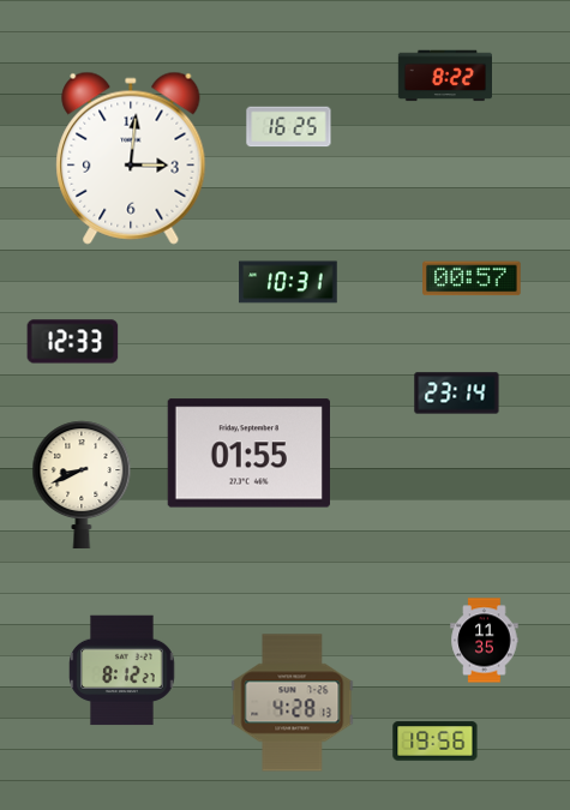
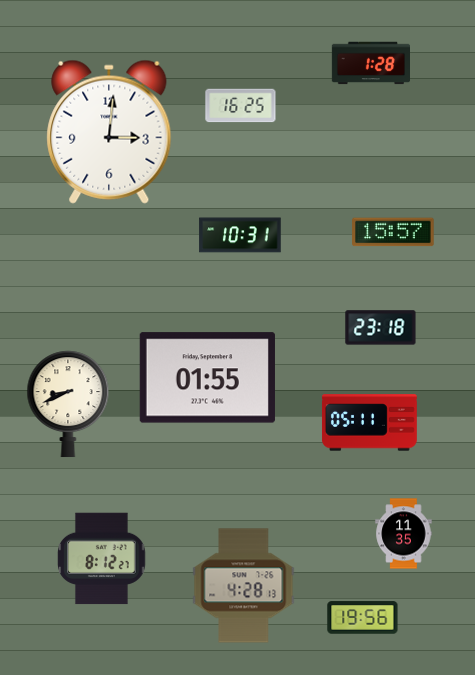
clock at (444, 76): 8:22 -> 1:28
clock at (472, 278): 00:57 -> 15:57
clock at (73, 342): 12:33 -> none
clock at (457, 394): 23:14 -> 23:18
clock at (369, 423): none -> 05:11
